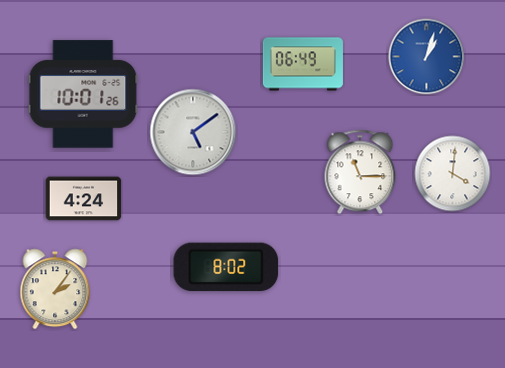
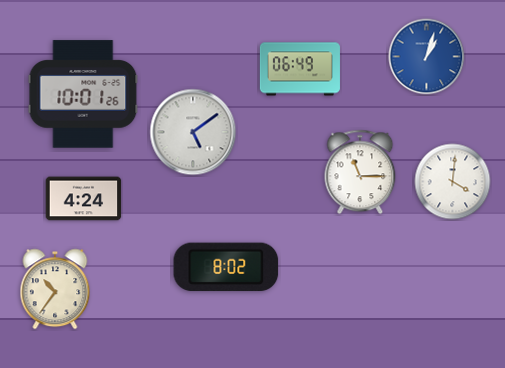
clock at (303, 64) position: (303, 64) -> (300, 69)
clock at (453, 174) position: (453, 174) -> (453, 182)
clock at (55, 289): 2:06 -> 10:36
